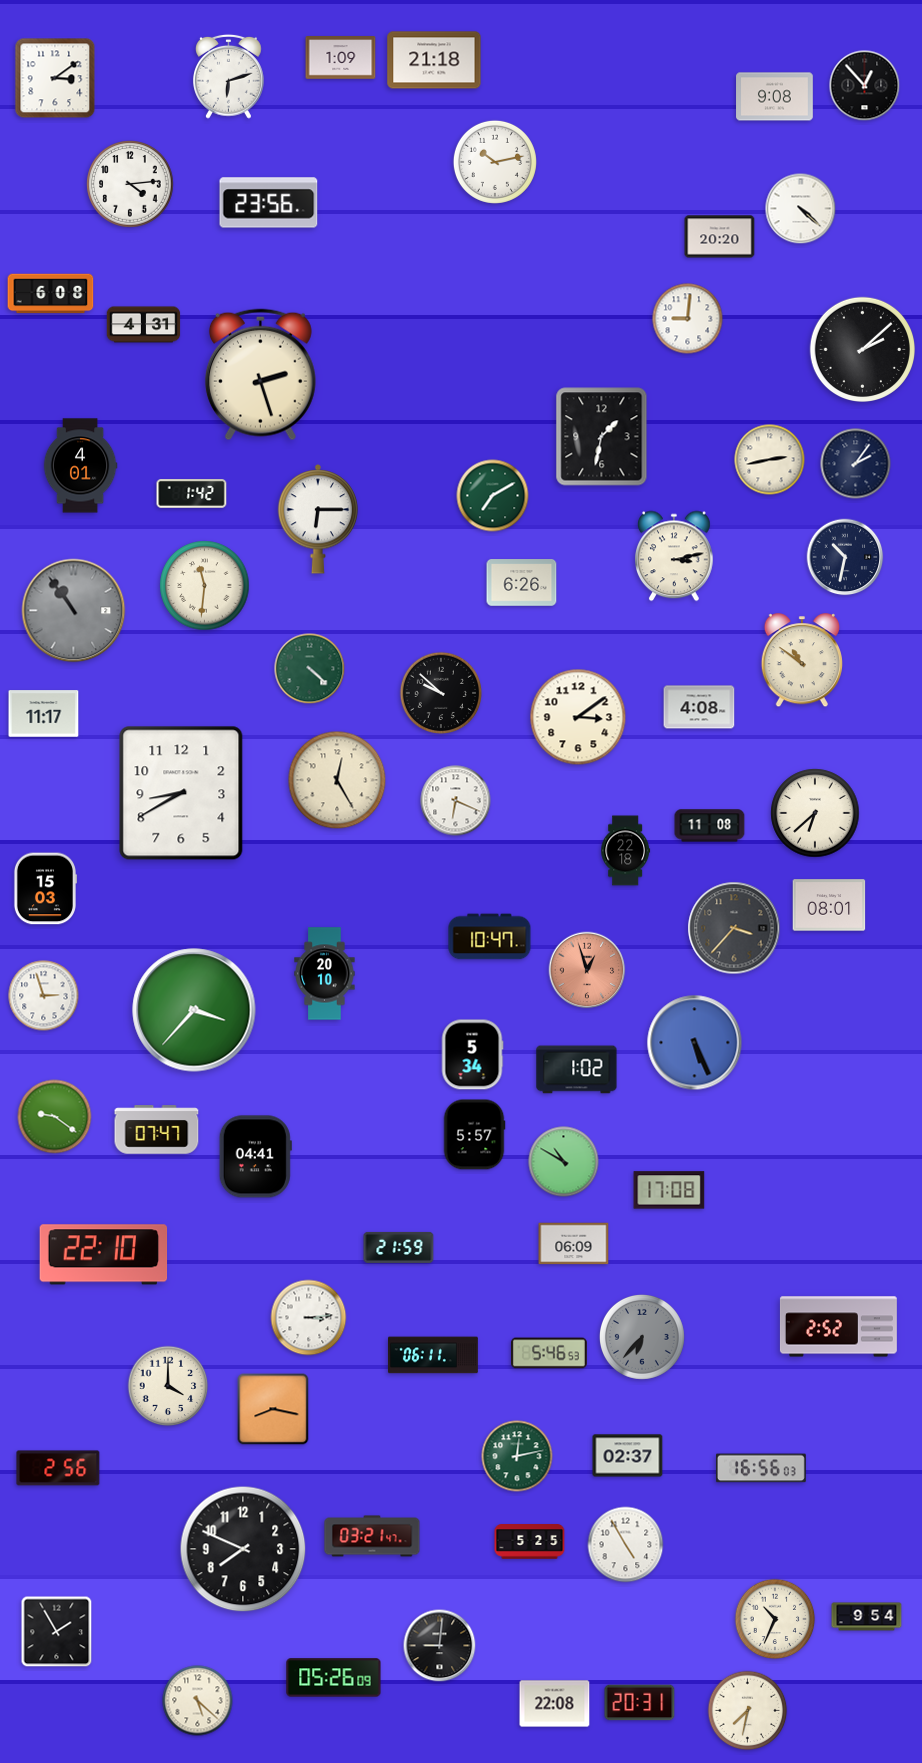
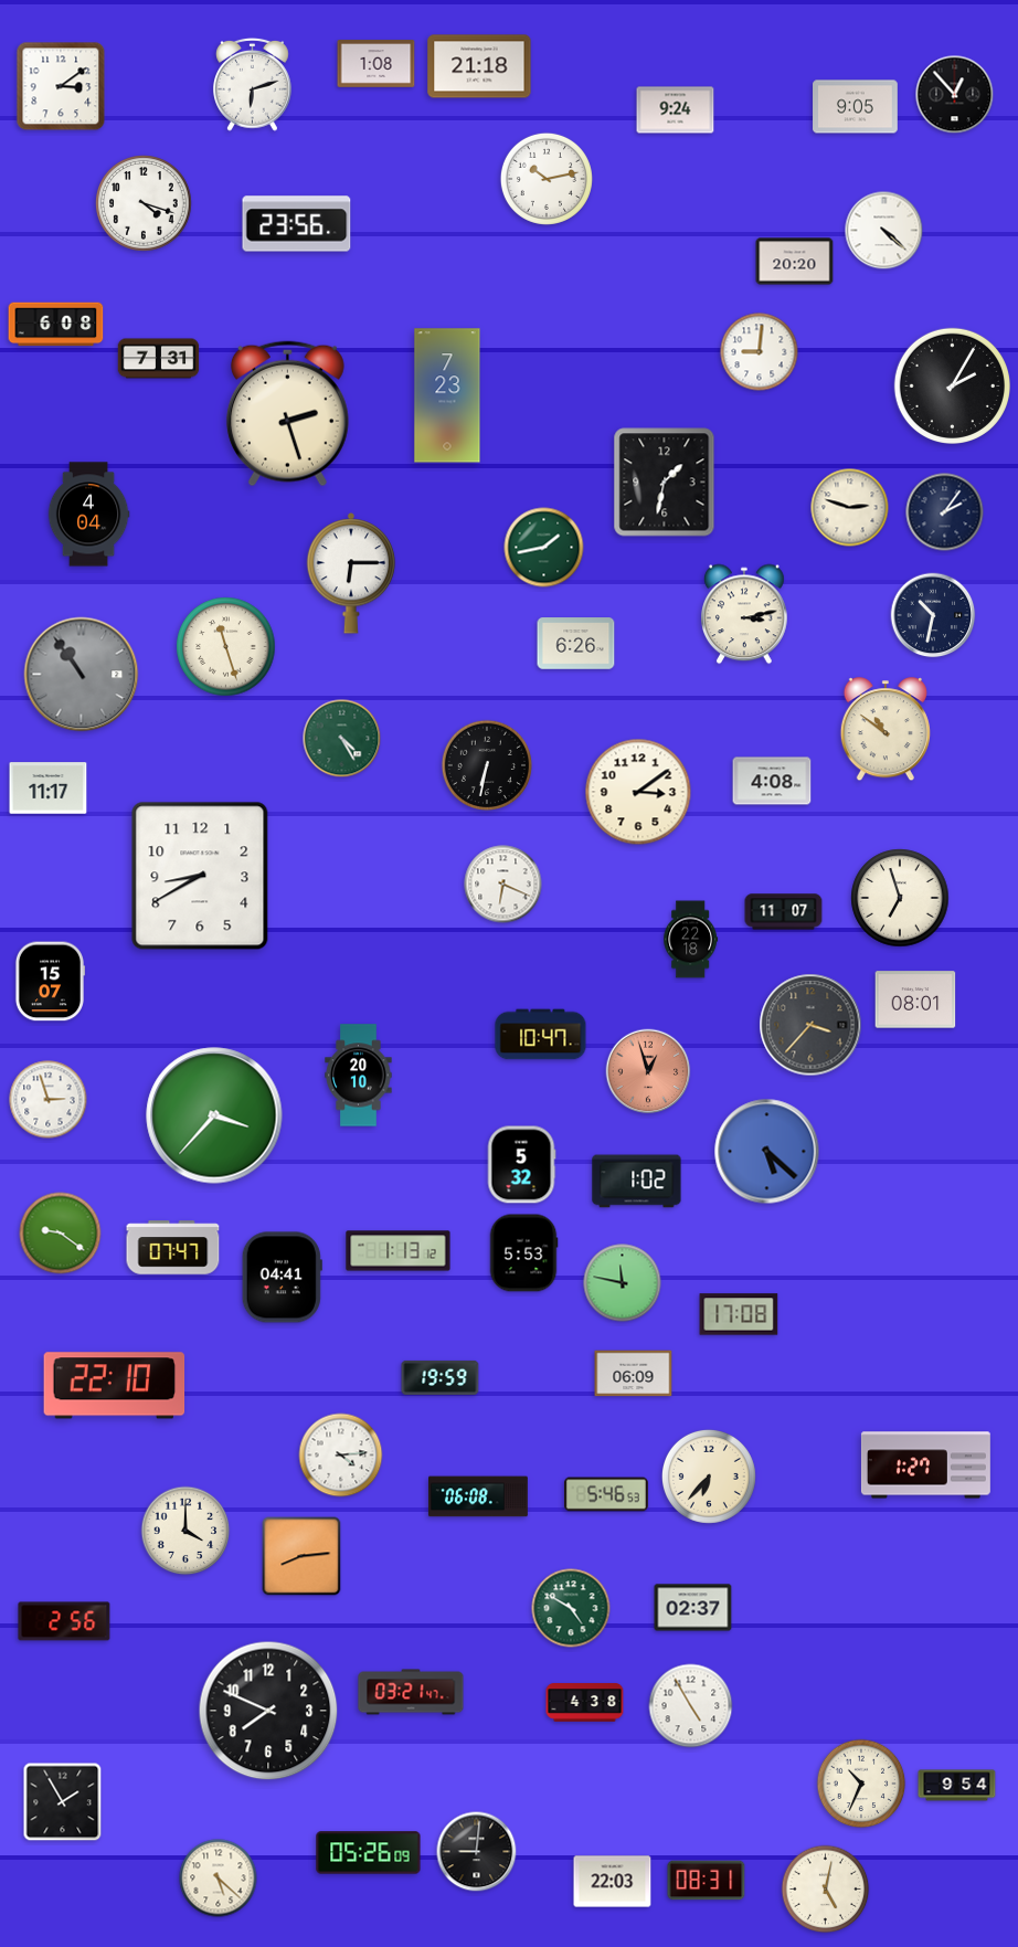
clock at (341, 58): 1:09 -> 1:08
clock at (775, 97): 9:08 -> 9:05
clock at (676, 110): none -> 9:24
clock at (130, 184): 4:14 -> 4:18
clock at (144, 325): 4:31 -> 7:31
clock at (862, 349): 2:08 -> 2:05
clock at (447, 395): none -> 7:23
clock at (770, 460): 2:43 -> 2:48
clock at (80, 466): 4:01 -> 4:04
clock at (192, 494): 1:42 -> none
clock at (493, 496): 7:10 -> 1:43
clock at (205, 586): 11:31 -> 11:27
clock at (310, 669): 4:22 -> 4:25
clock at (440, 692): 9:52 -> 6:32
clock at (337, 780): 12:25 -> none
clock at (815, 813): 6:38 -> 6:57
clock at (710, 826): 11:08 -> 11:07
clock at (44, 889): 15:03 -> 15:07
clock at (695, 1043): 5:26 -> 5:22
clock at (472, 1055): 5:34 -> 5:32
clock at (399, 1251): none -> 1:13
clock at (474, 1135): 5:57 -> 5:53
clock at (564, 1162): 10:50 -> 11:47
clock at (399, 1247): 21:59 -> 19:59
clock at (309, 1318): 3:14 -> 4:14
clock at (838, 1327): 2:52 -> 1:27
clock at (642, 1337) dial: grey -> cream
clock at (433, 1355): 06:11 -> 06:08
clock at (273, 1409): 8:17 -> 8:14
clock at (517, 1456): 12:13 -> 4:50
clock at (761, 1468): 16:56 -> none
clock at (372, 1536) position: (372, 1536) -> (411, 1692)
clock at (530, 1542): 5:25 -> 4:38
clock at (775, 1619) position: (775, 1619) -> (861, 1784)
clock at (440, 1646) position: (440, 1646) -> (477, 1852)
clock at (640, 1703): 20:31 -> 08:31
clock at (555, 1704): 22:08 -> 22:03
clock at (748, 1711): 7:32 -> 5:02
